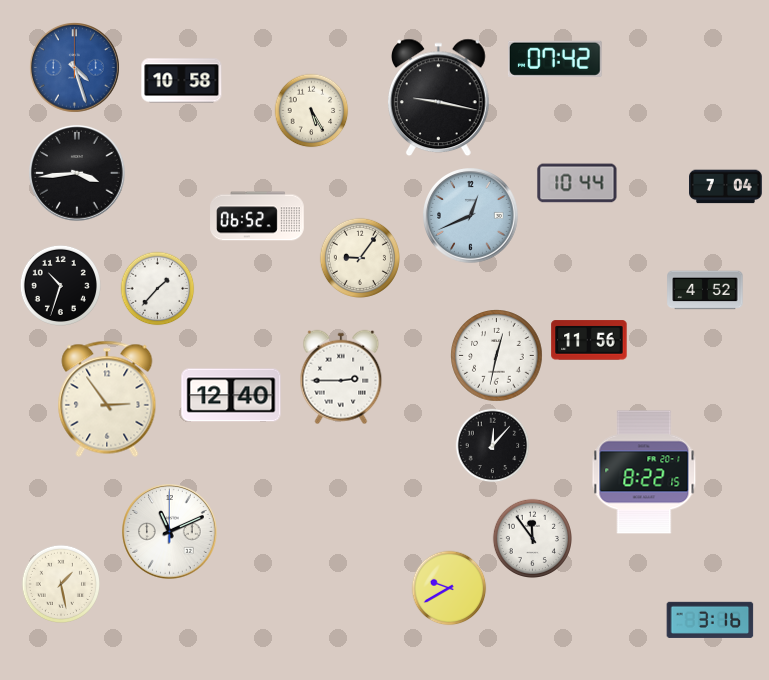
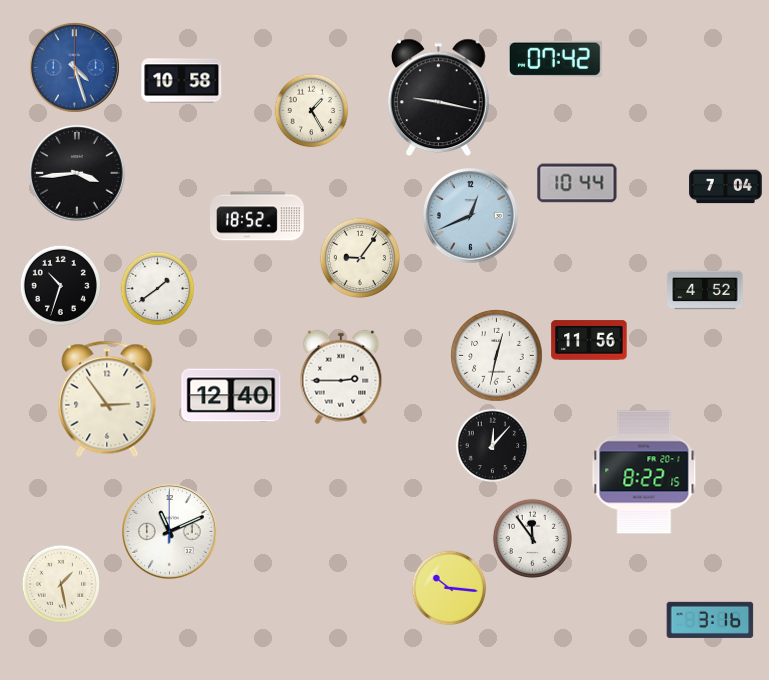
clock at (312, 111): 5:25 -> 1:25
clock at (257, 216): 06:52 -> 18:52
clock at (158, 289): 1:37 -> 1:39
clock at (449, 588): 9:40 -> 10:16
